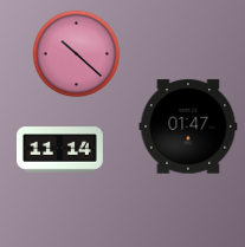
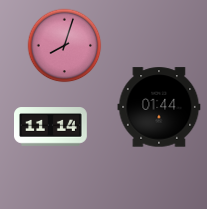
clock at (77, 54): 10:22 -> 8:03
clock at (188, 126): 01:47 -> 01:44
